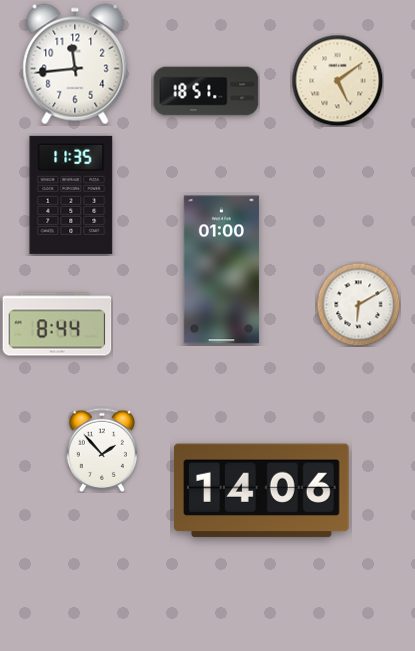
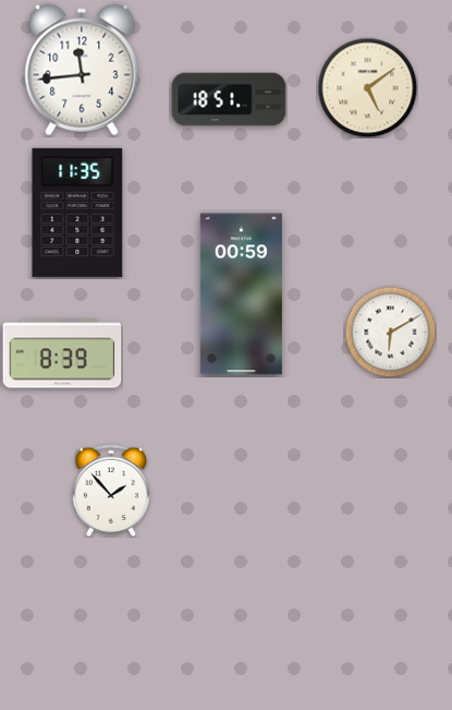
clock at (206, 91) position: (206, 91) -> (229, 99)
clock at (221, 270): 01:00 -> 00:59
clock at (57, 324): 8:44 -> 8:39
clock at (262, 491): 14:06 -> none
